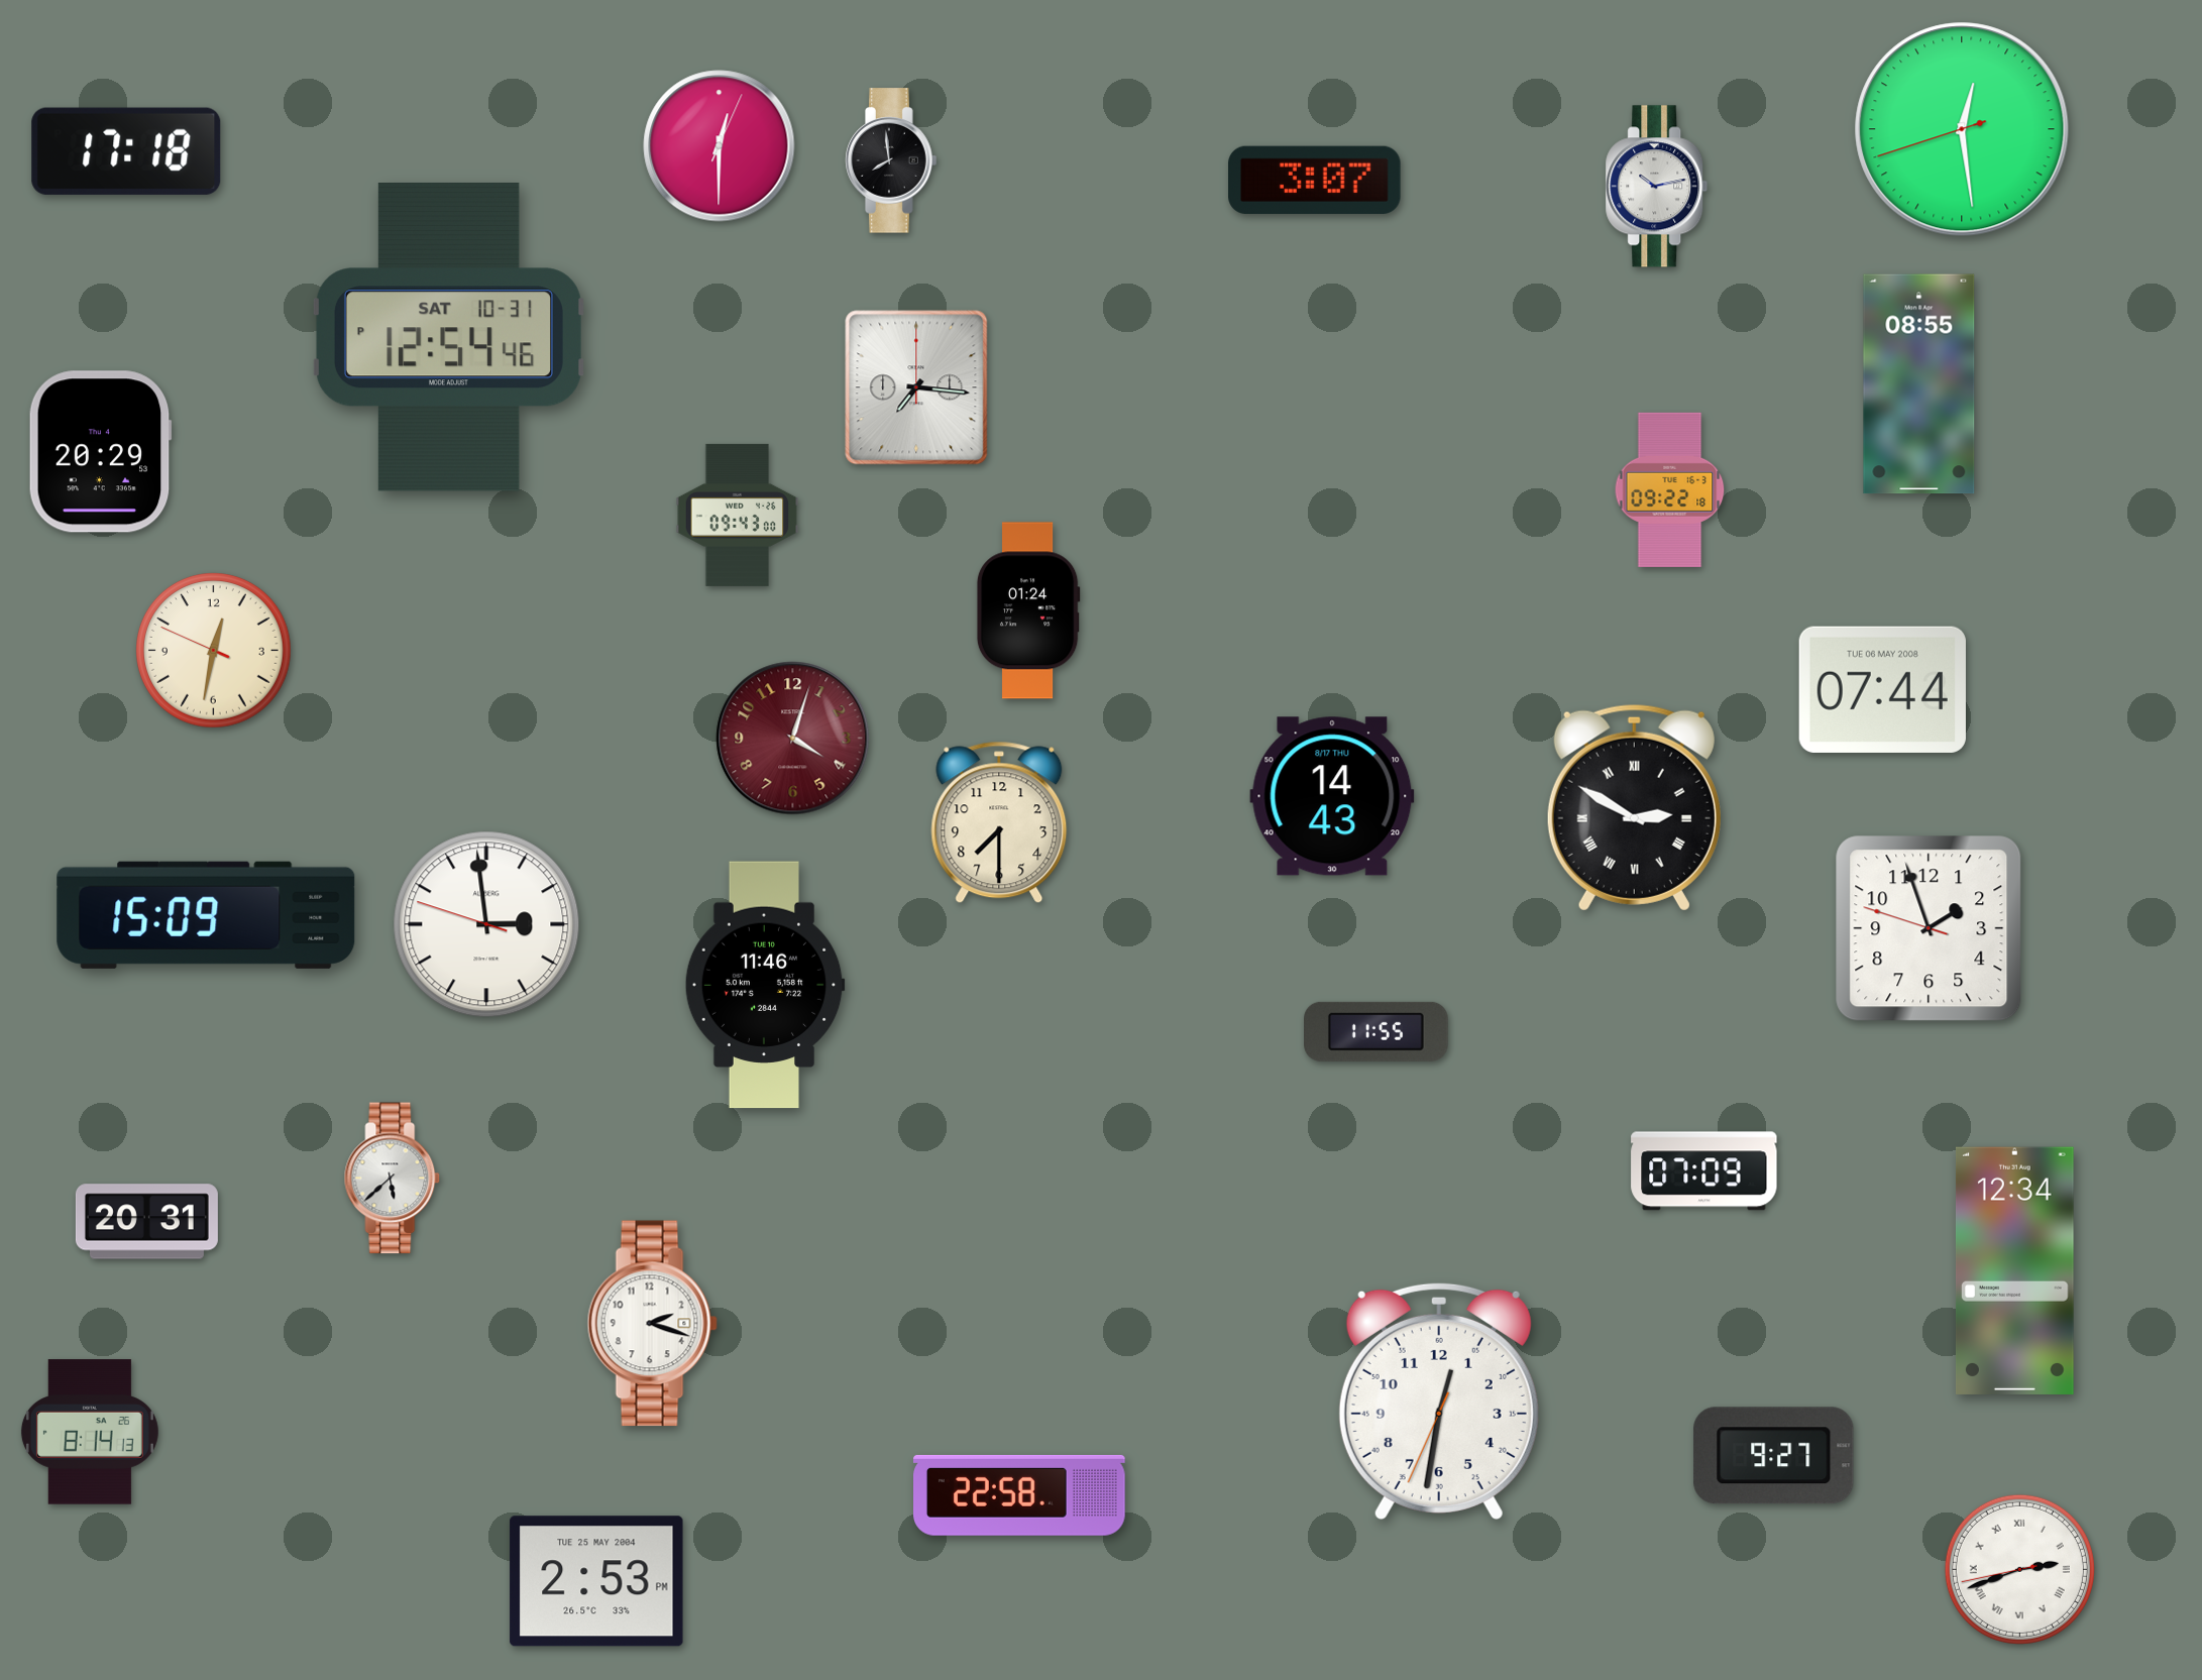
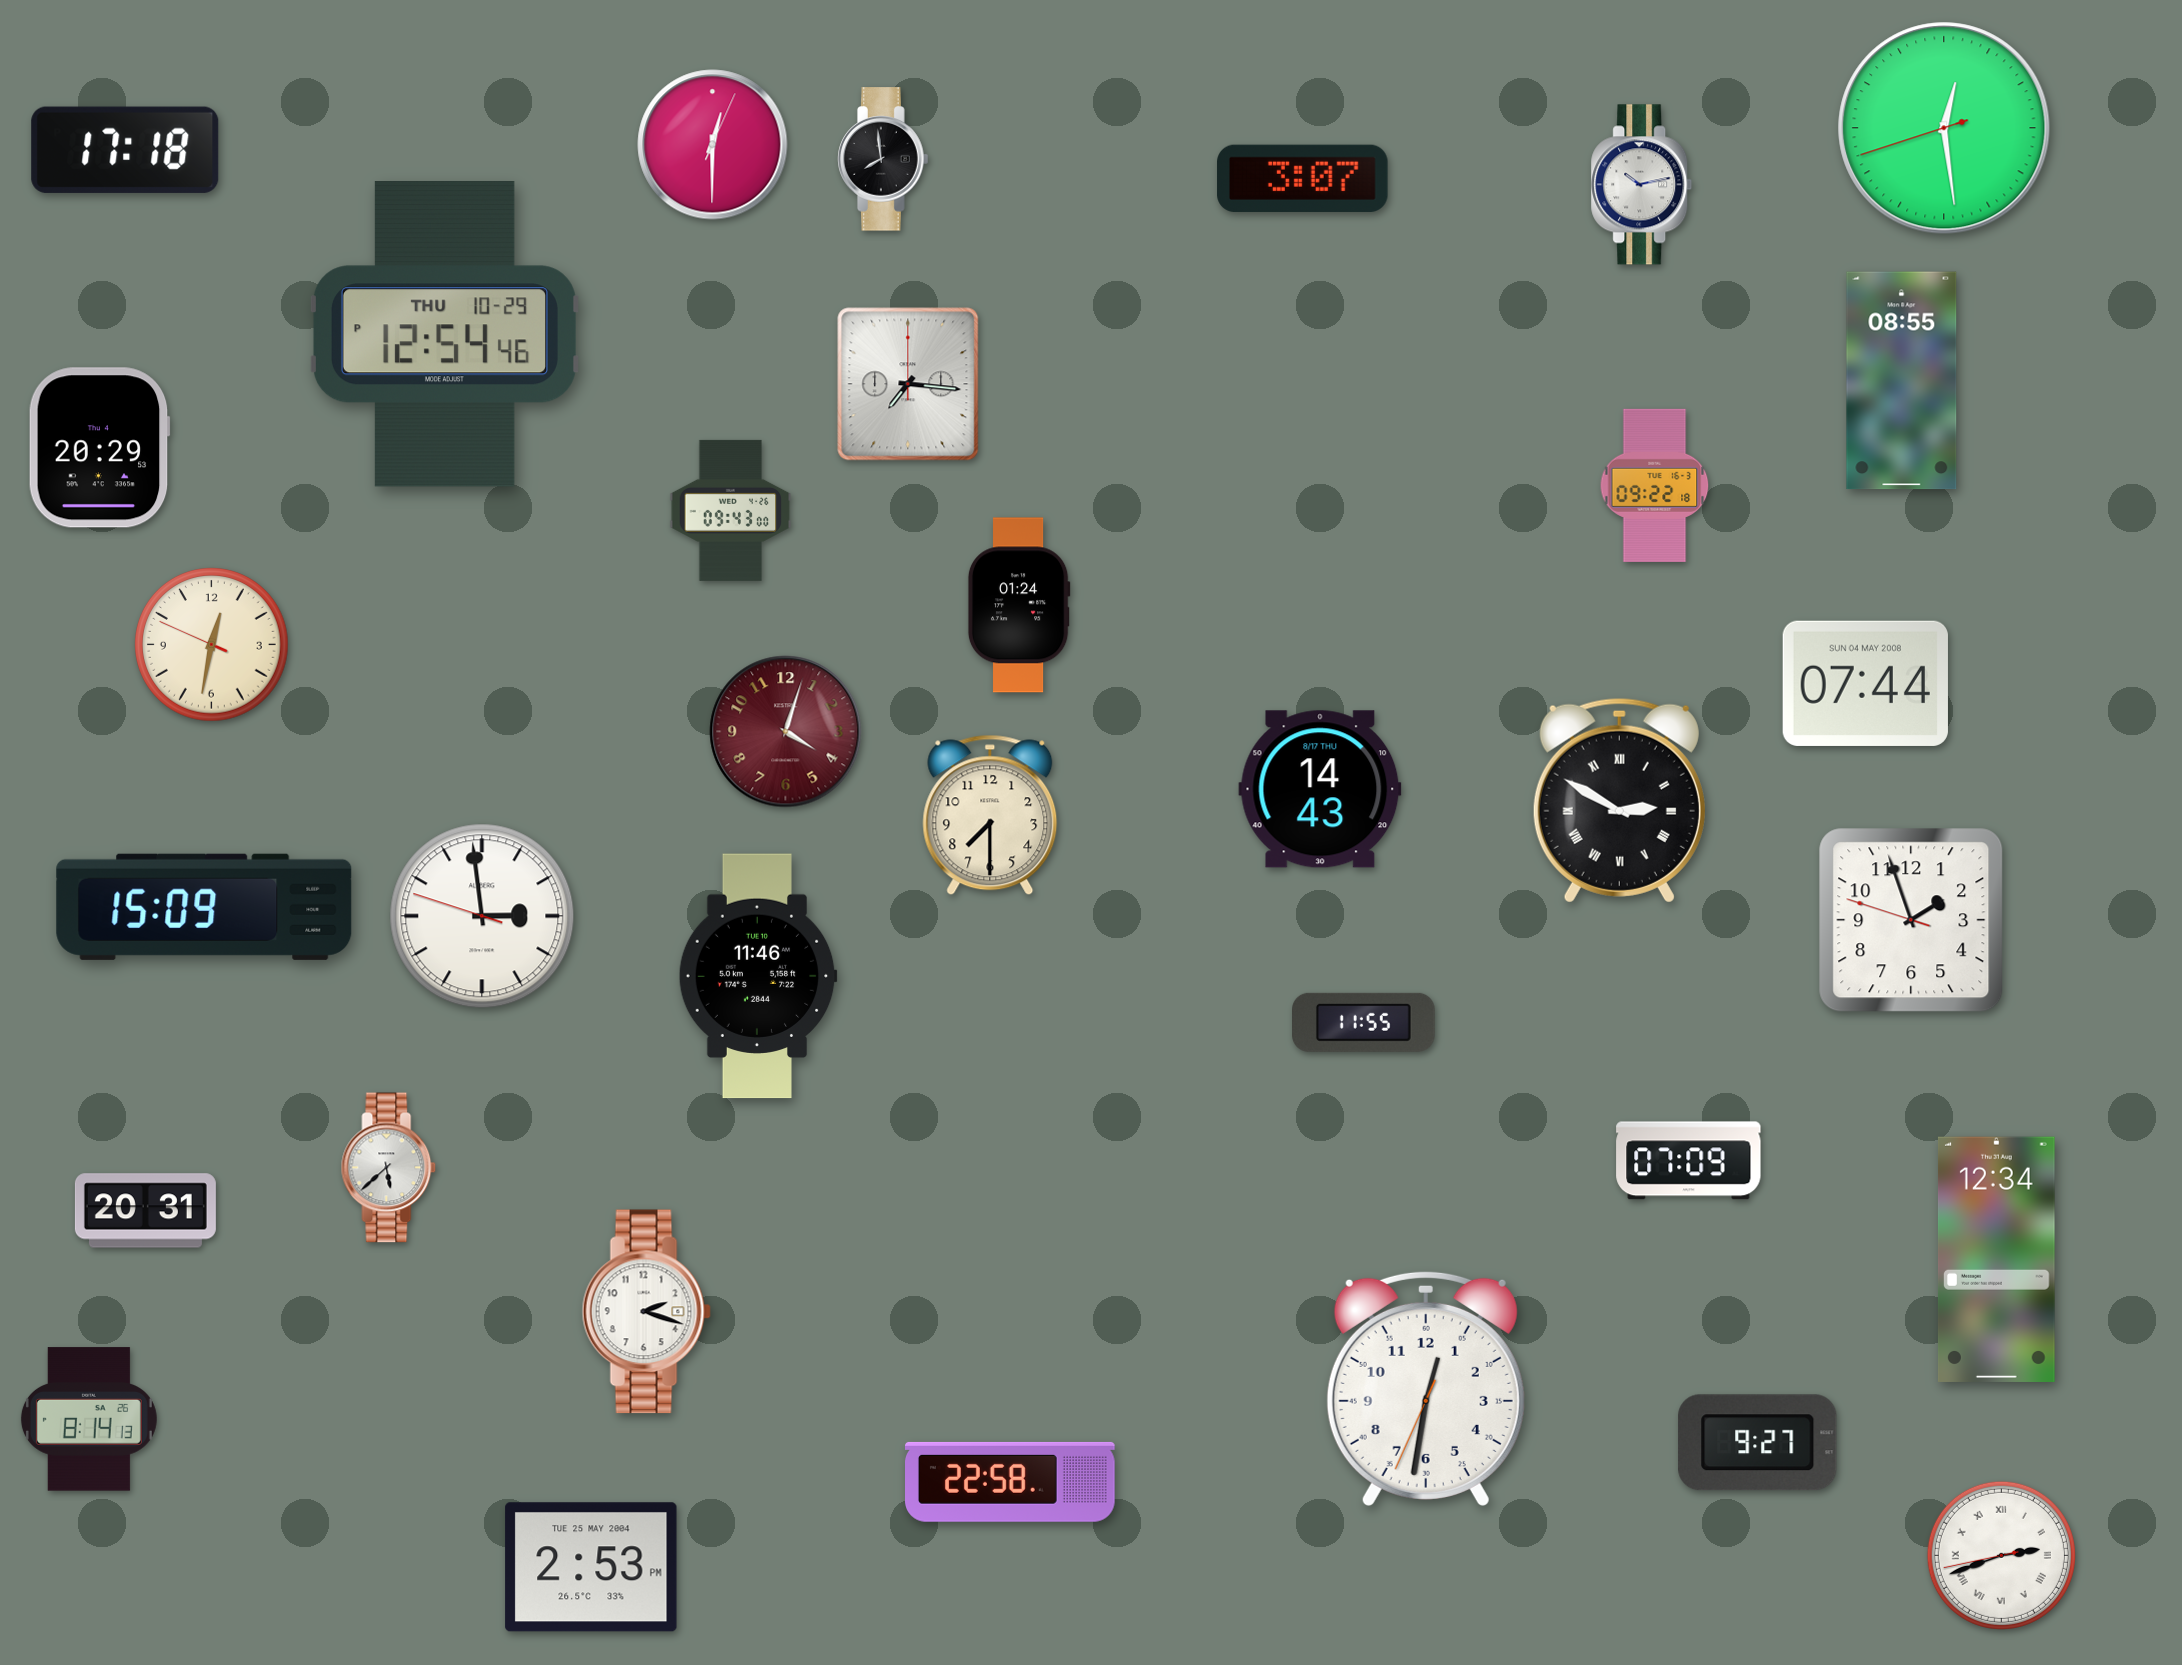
clock at (448, 337) date: SAT 10-31 -> THU 10-29
clock at (1882, 689) date: TUE 06 MAY 2008 -> SUN 04 MAY 2008
